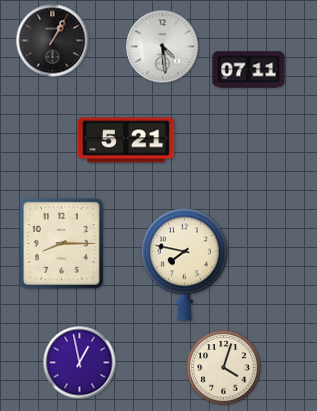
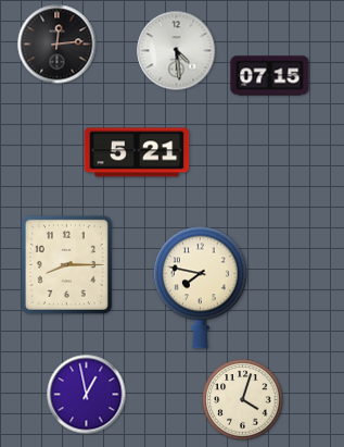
clock at (53, 41): 1:05 -> 12:14
clock at (249, 70): 07:11 -> 07:15
